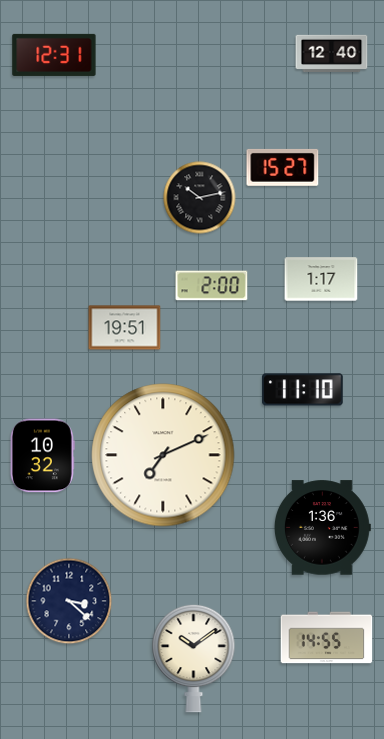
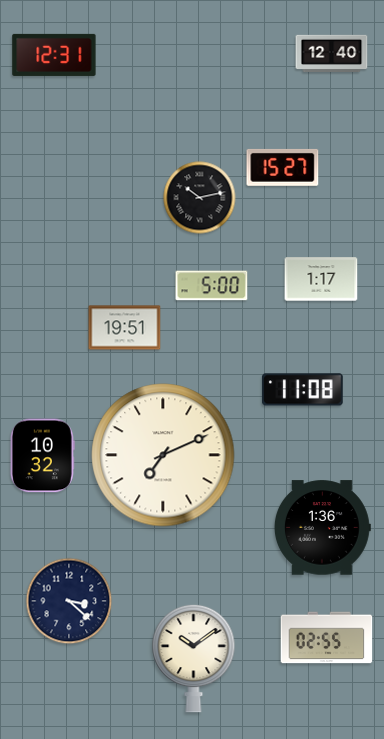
clock at (212, 286): 2:00 -> 5:00
clock at (303, 390): 11:10 -> 11:08
clock at (327, 638): 14:55 -> 02:55
